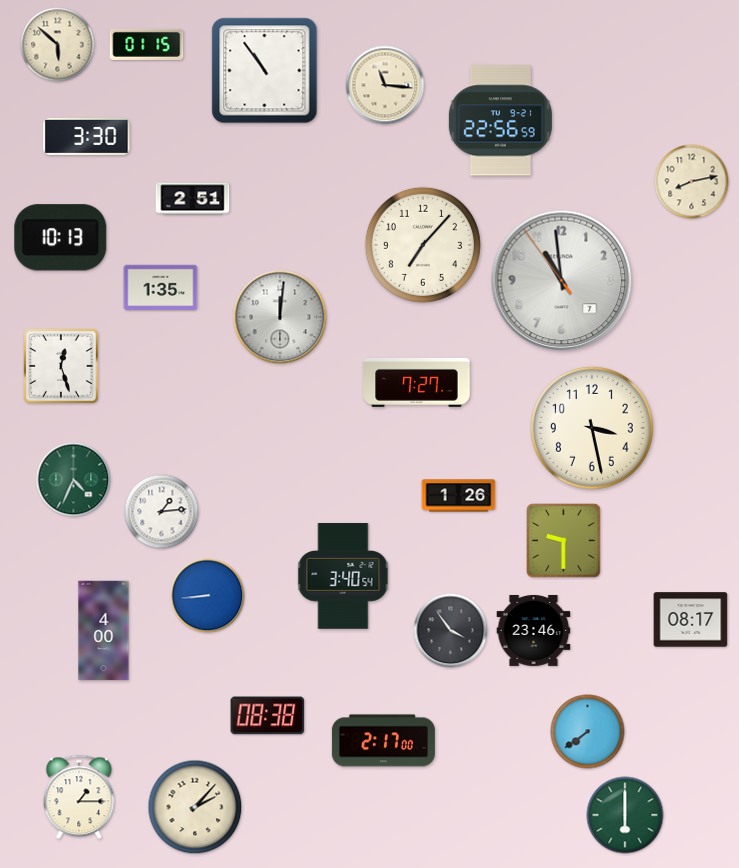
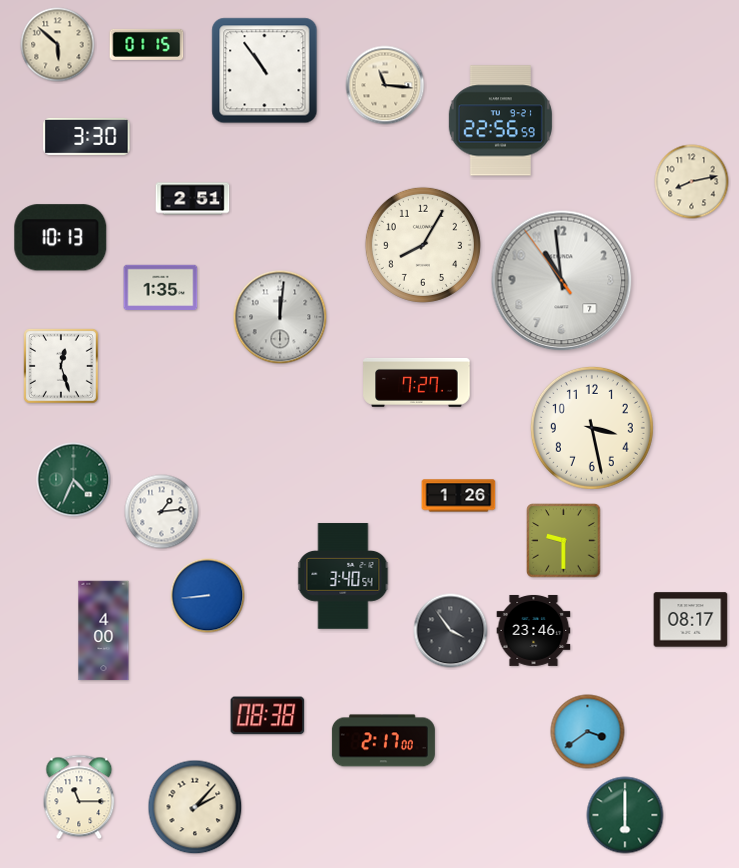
clock at (423, 245): 7:07 -> 8:05
clock at (588, 732): 7:39 -> 3:39
clock at (79, 797): 1:15 -> 11:15
